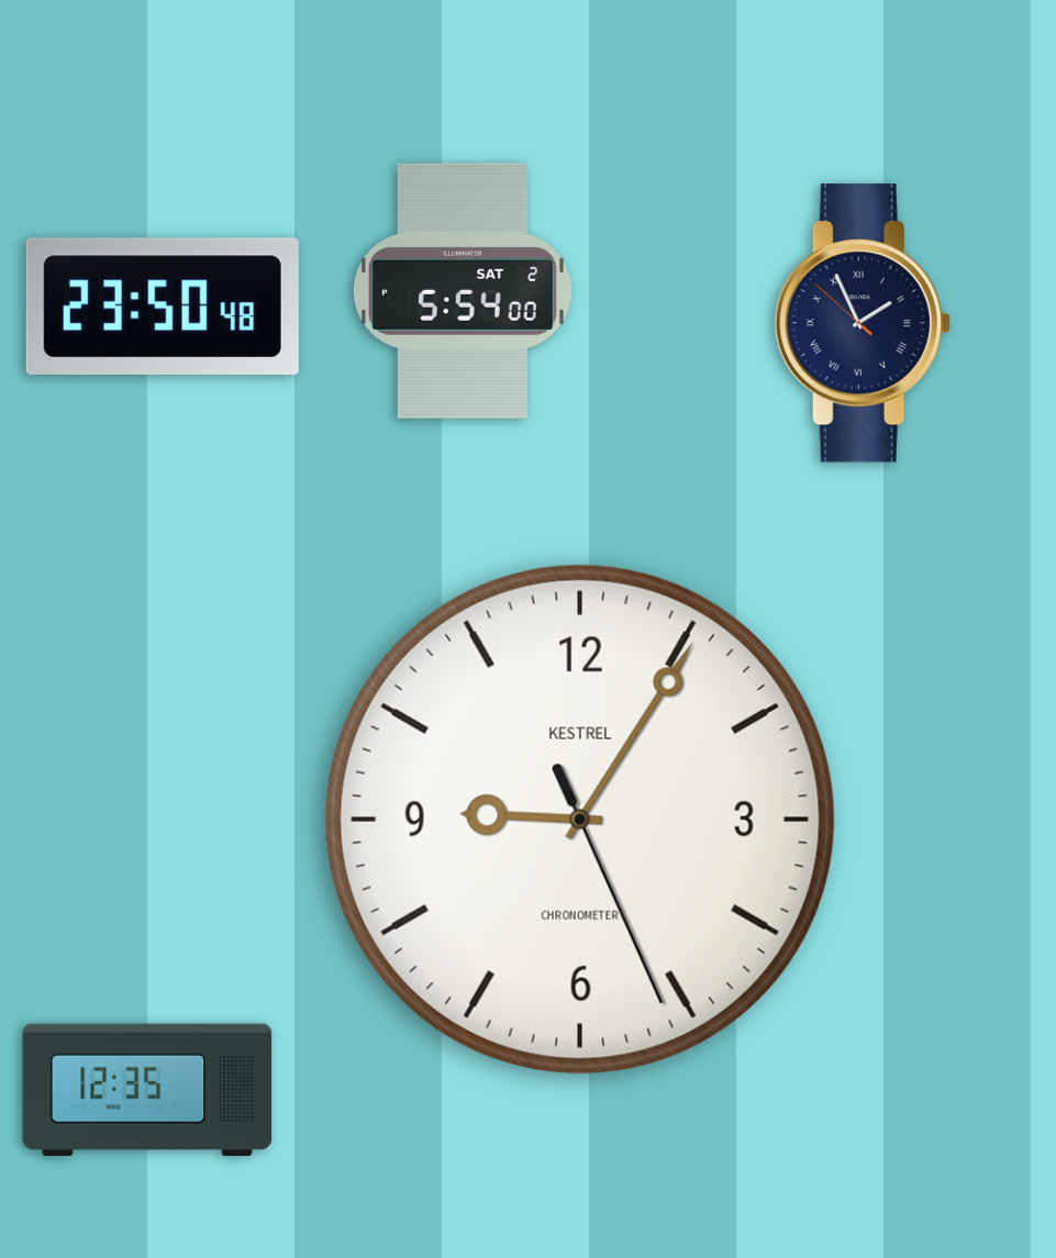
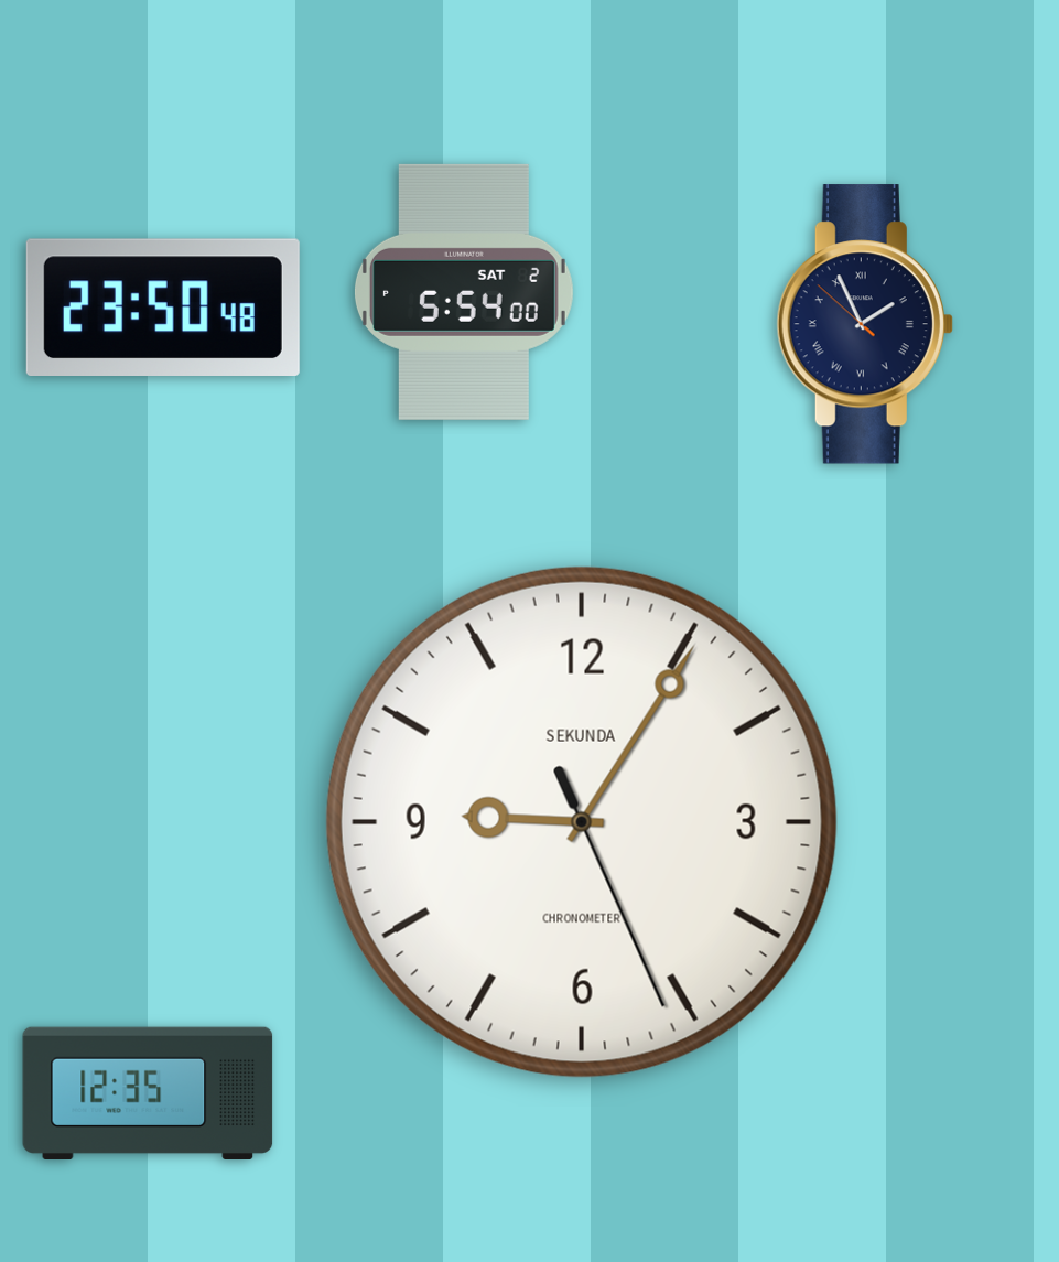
clock at (580, 820) brand: KESTREL -> SEKUNDA
